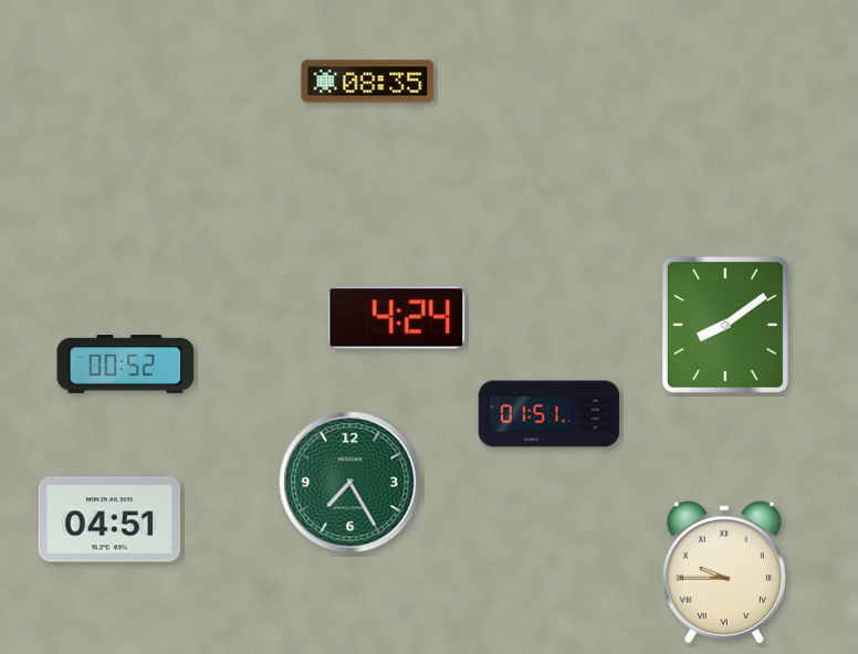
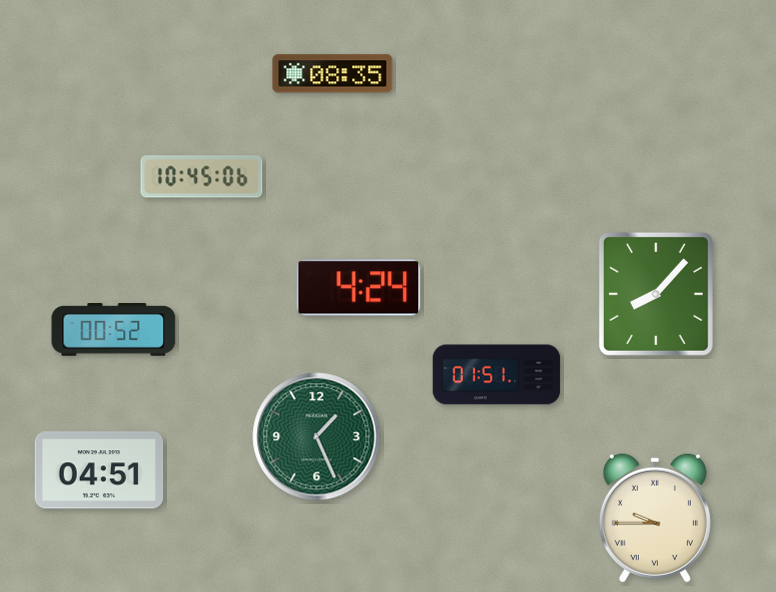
clock at (202, 177): none -> 10:45
clock at (725, 325): 8:09 -> 8:07
clock at (350, 483): 7:25 -> 1:26
